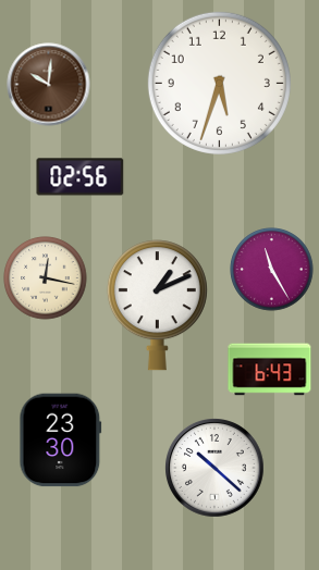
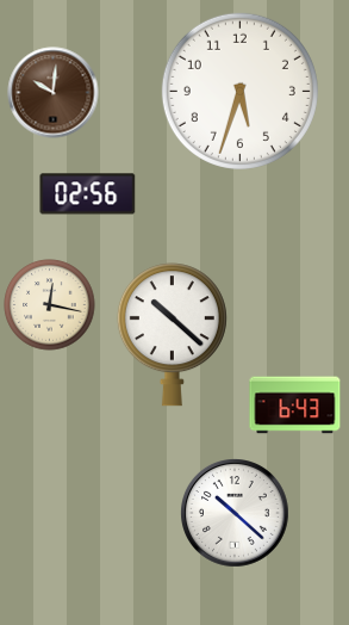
clock at (272, 270): 11:25 -> none
clock at (157, 306): 1:11 -> 10:22
clock at (61, 441): 23:30 -> none
